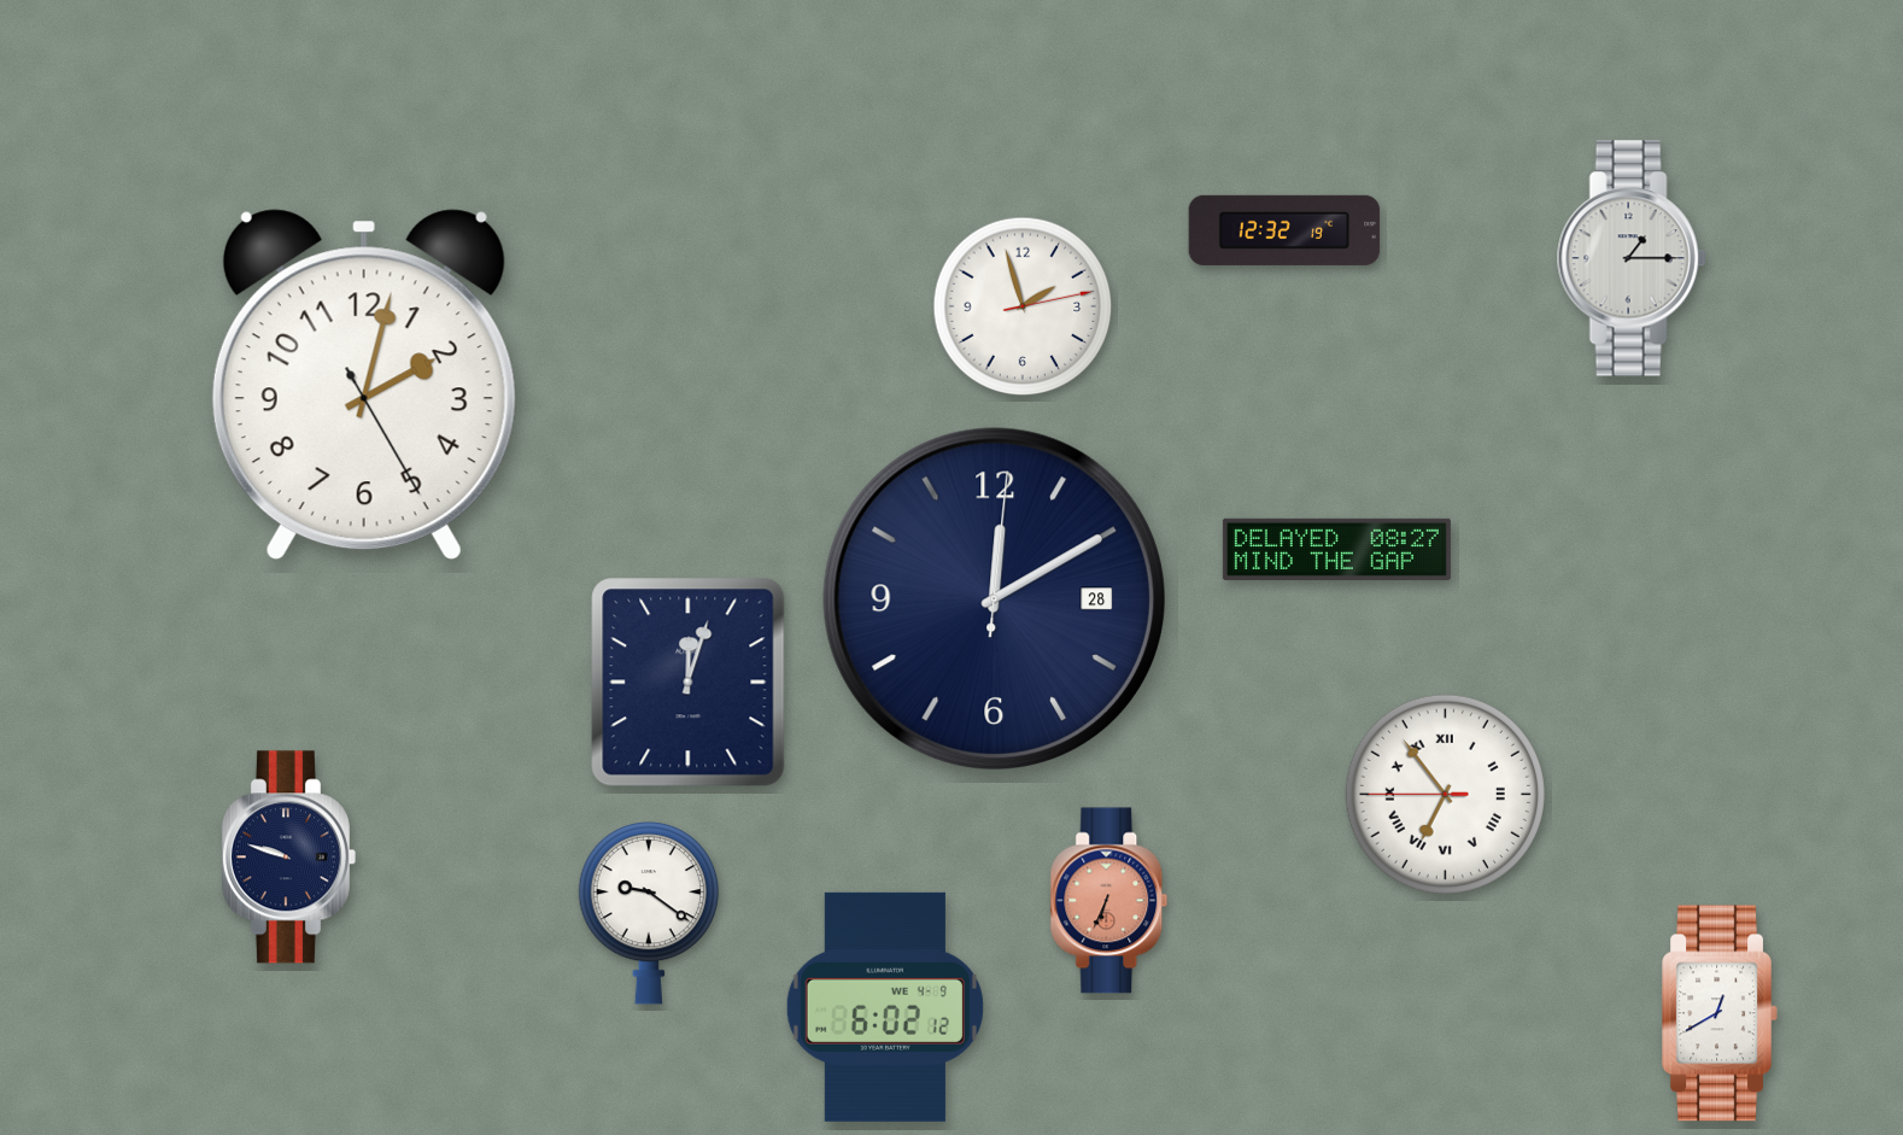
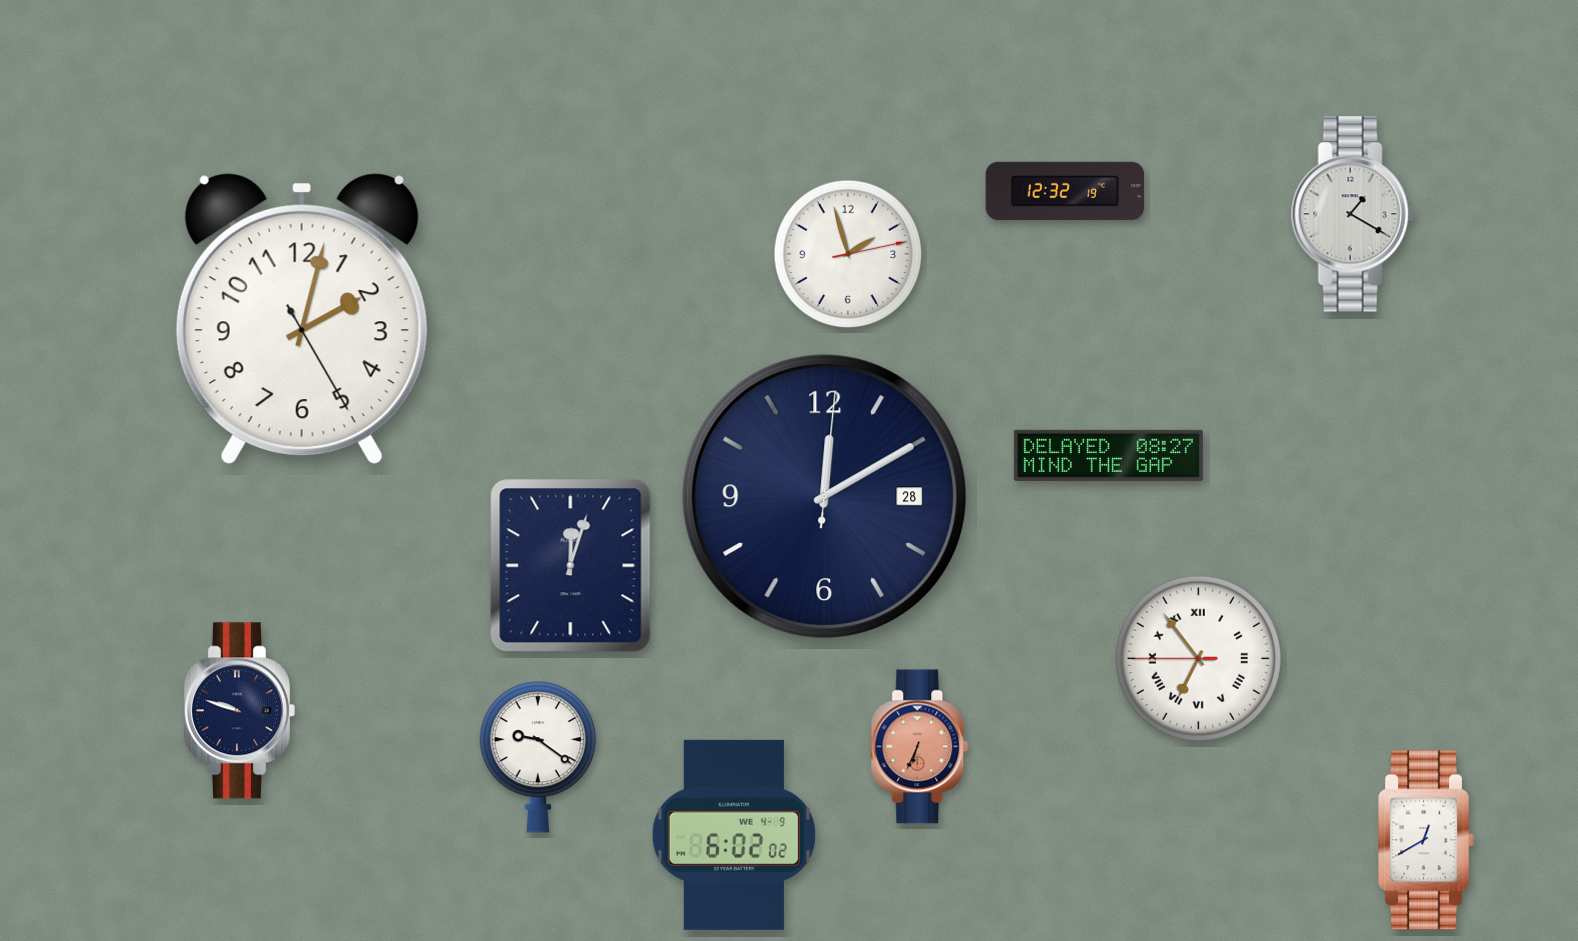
clock at (1632, 258): 1:15 -> 1:20
clock at (885, 1007): 6:02:12 -> 6:02:02
